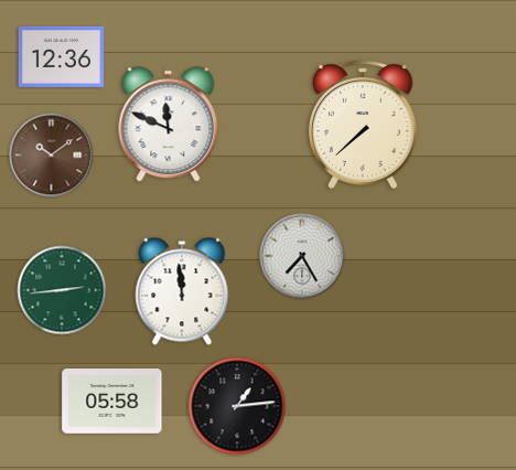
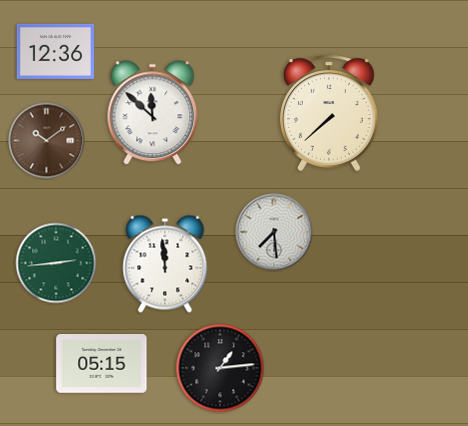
clock at (169, 125): 11:49 -> 11:52
clock at (302, 256): 7:25 -> 7:29
clock at (112, 402): 05:58 -> 05:15
clock at (237, 406) position: (237, 406) -> (220, 368)
